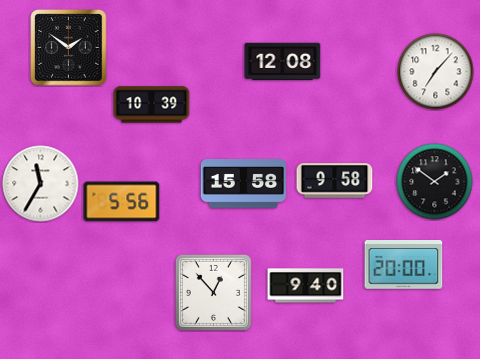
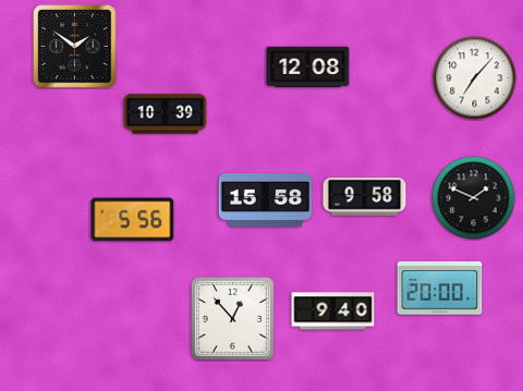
clock at (69, 48) position: (69, 48) -> (75, 47)
clock at (435, 182): 1:51 -> 1:49
clock at (41, 184): 11:35 -> none
